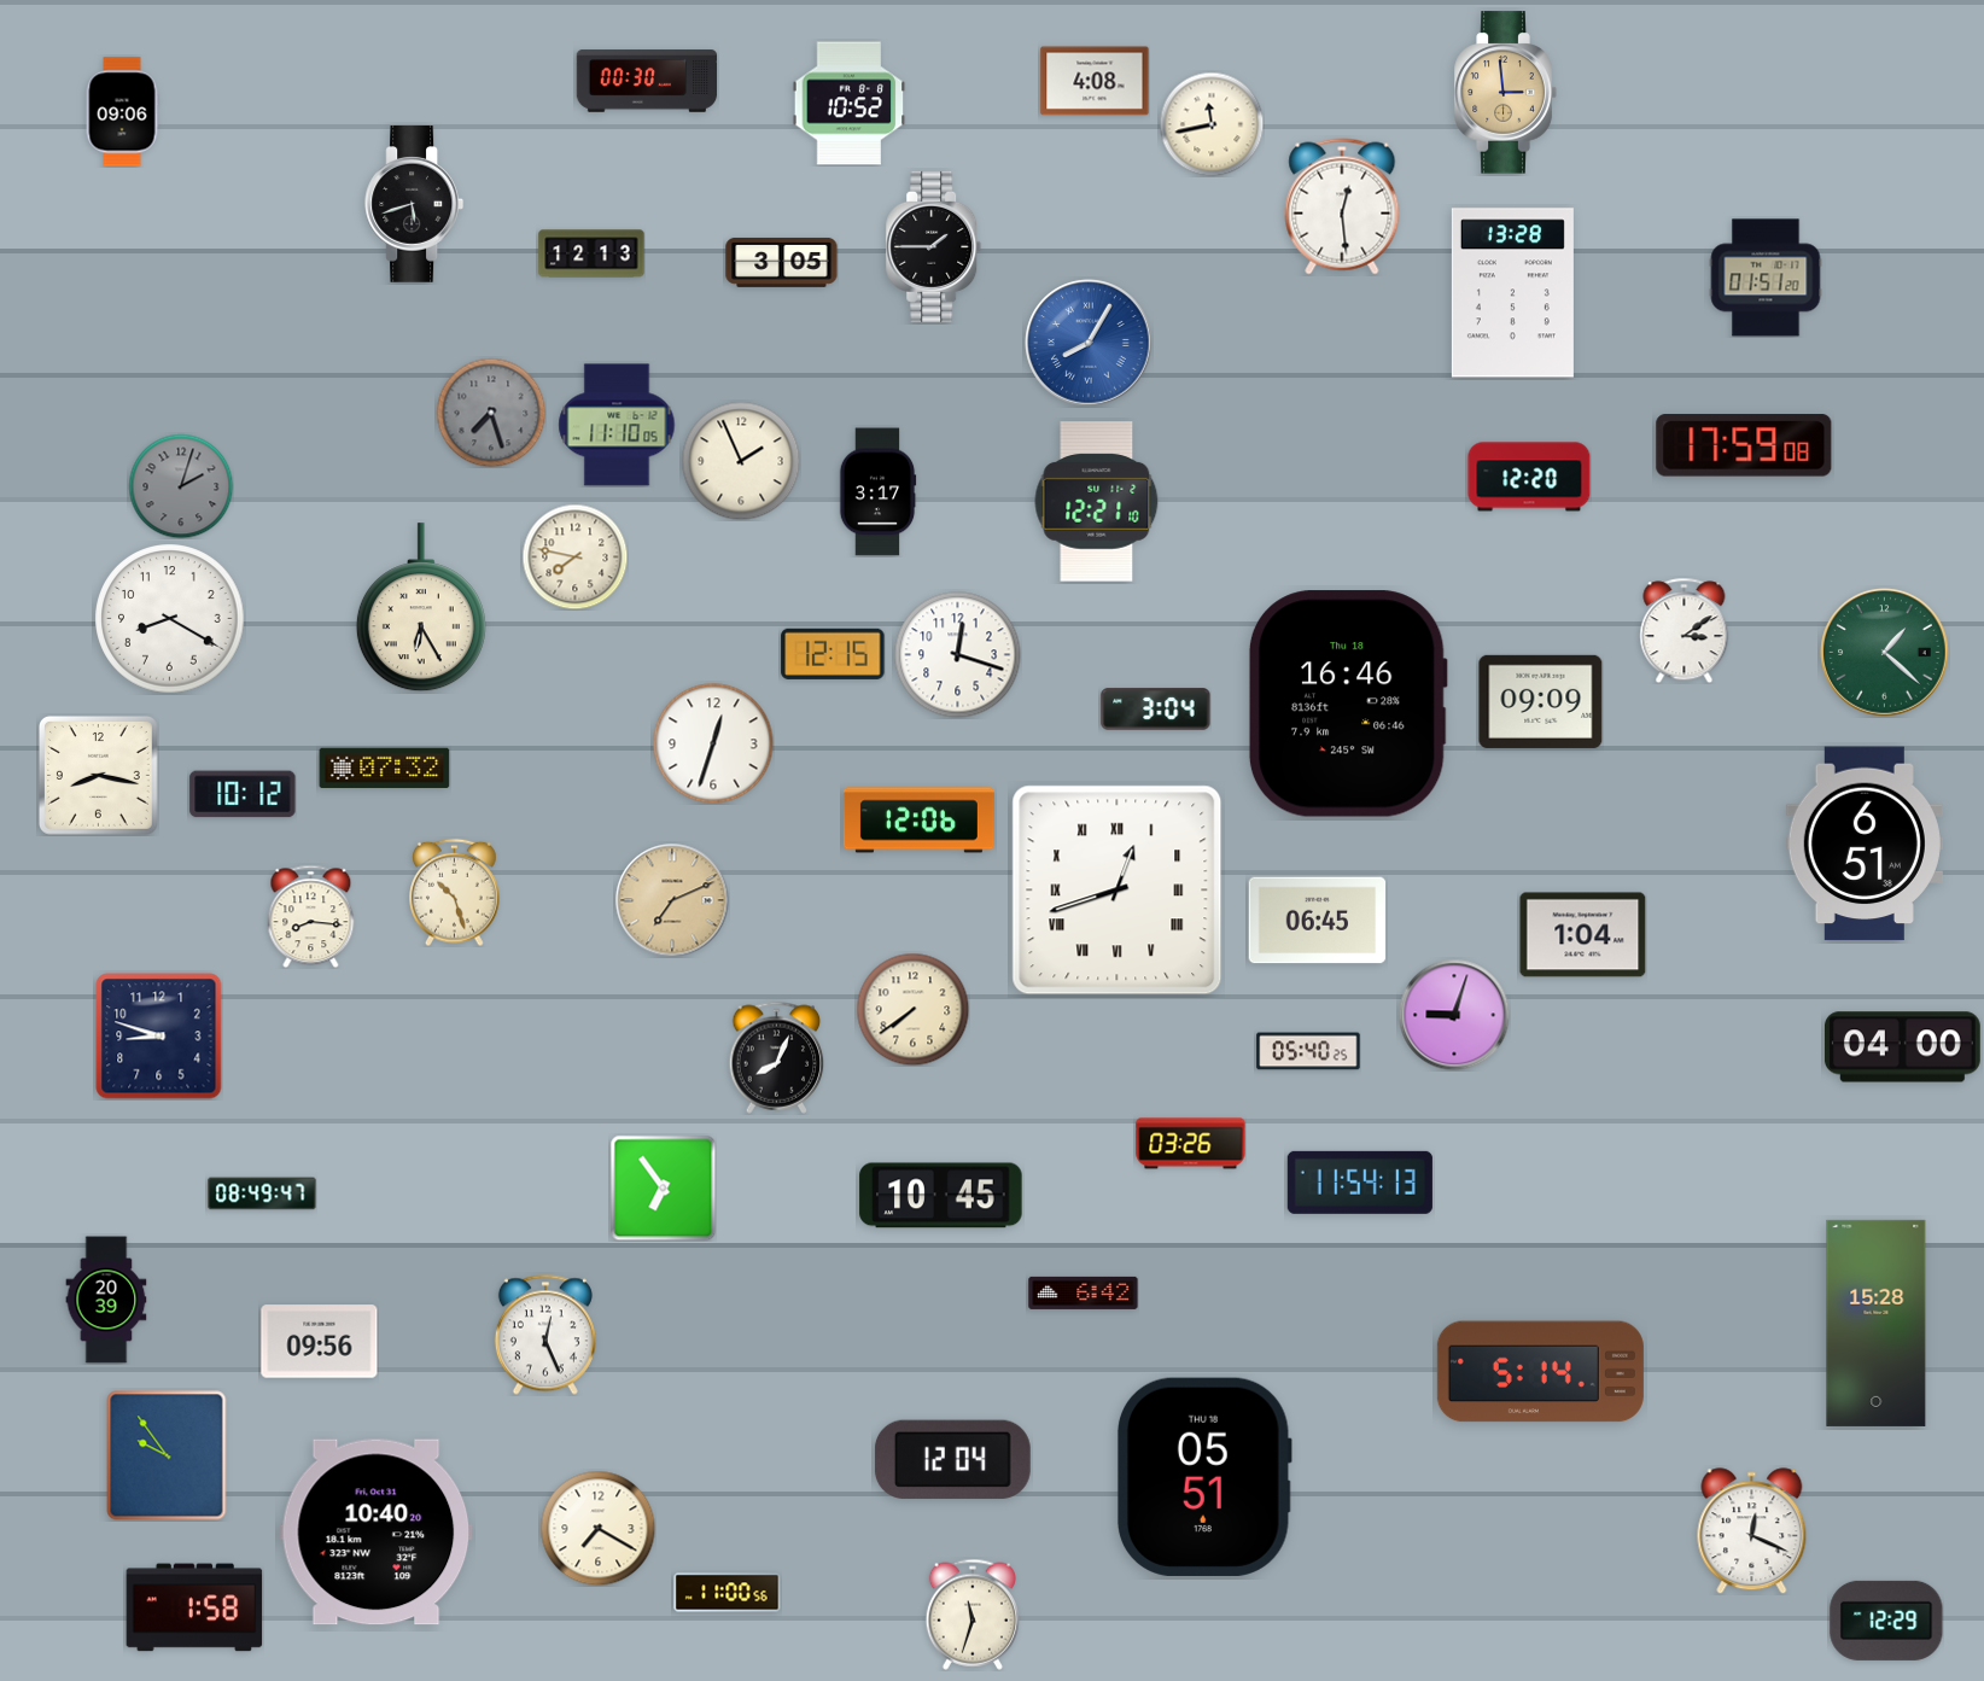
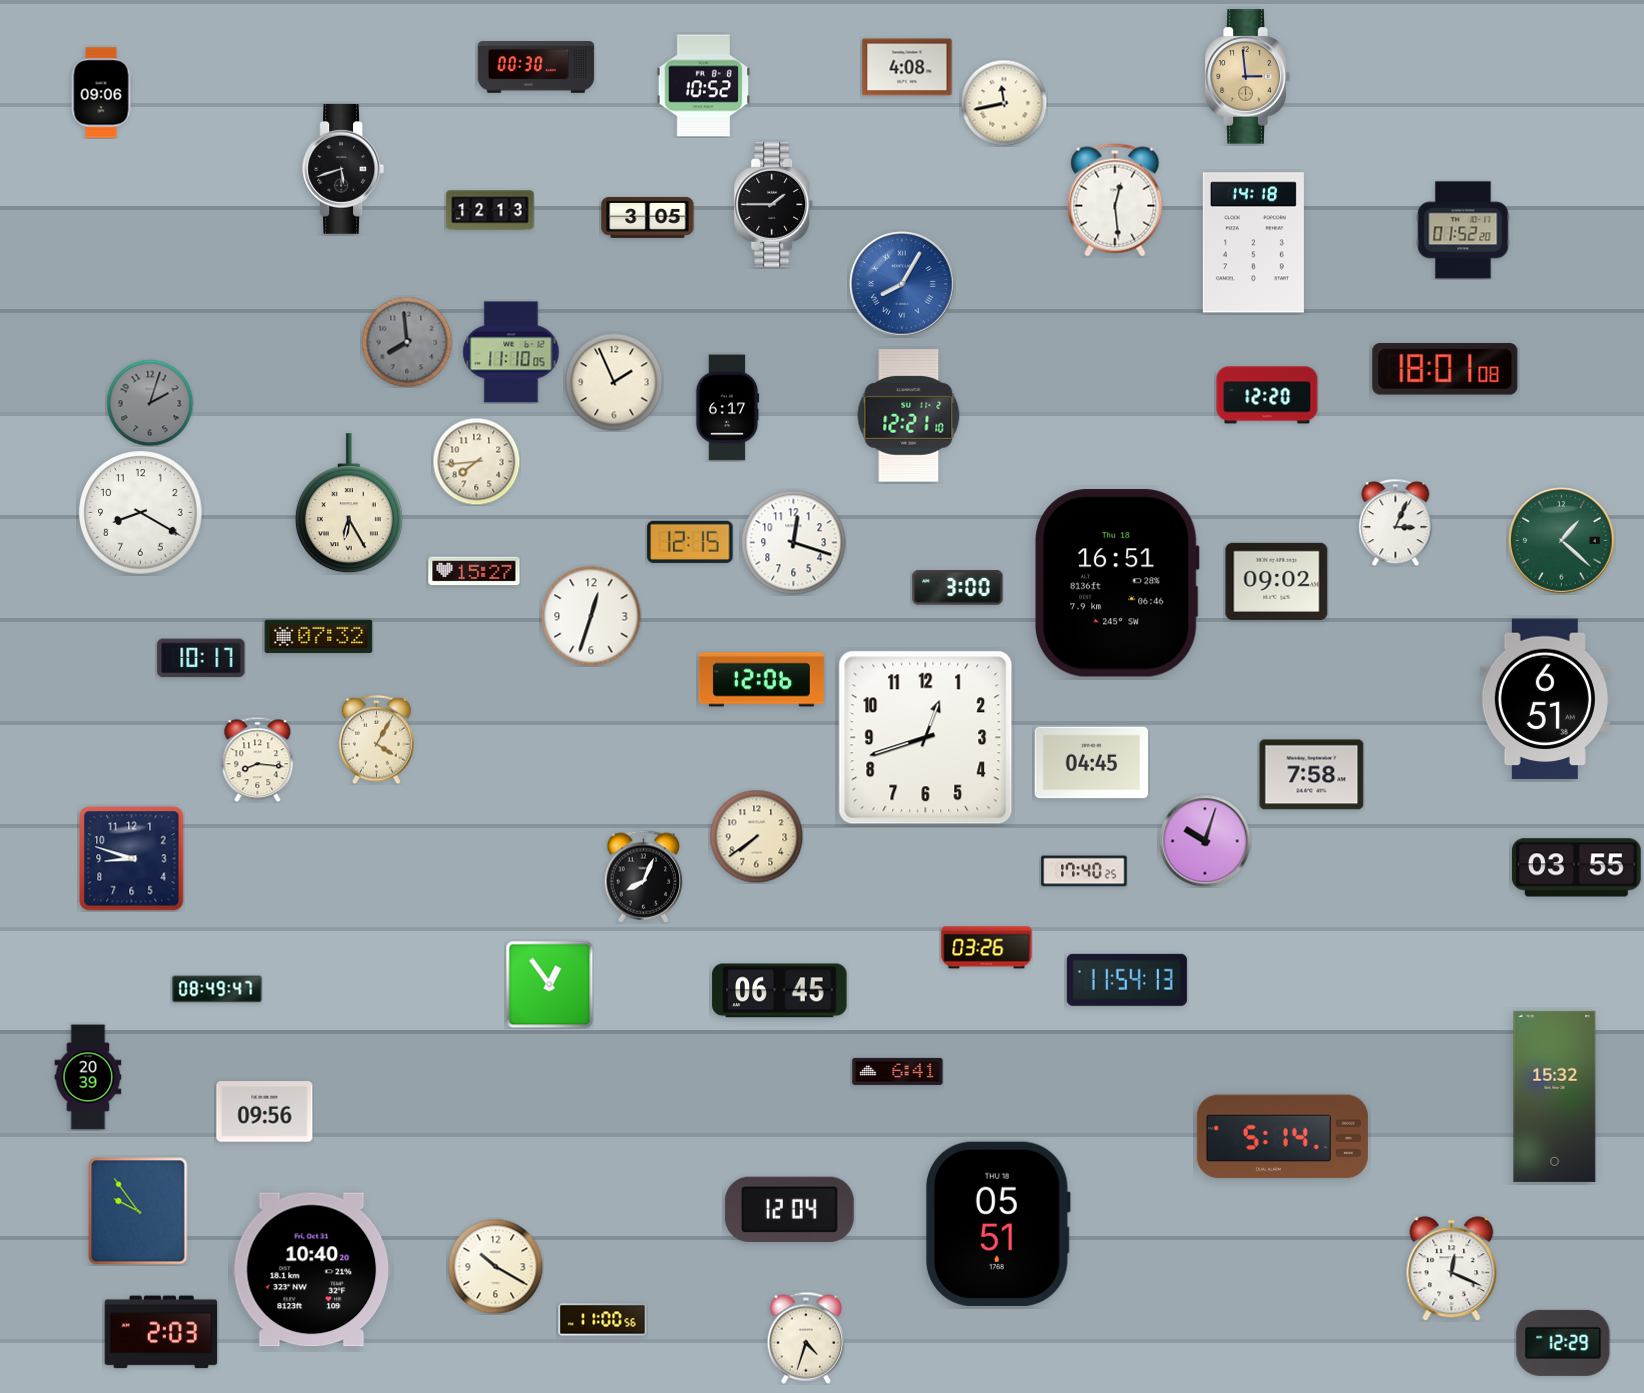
clock at (1342, 206) position: (1342, 206) -> (1115, 200)
clock at (1766, 278): 01:51 -> 01:52
clock at (1512, 293): 13:28 -> 14:18
clock at (491, 413): 7:27 -> 7:59
clock at (1744, 445): 17:59 -> 18:01
clock at (877, 492): 3:17 -> 6:17
clock at (574, 556): 7:47 -> 7:44
clock at (1685, 630): 3:09 -> 3:04
clock at (474, 571): none -> 15:27
clock at (1541, 701): 09:09 -> 09:02
clock at (1348, 704): 16:46 -> 16:51
clock at (1156, 710): 3:04 -> 3:00
clock at (99, 776): 8:17 -> none
clock at (243, 794): 10:12 -> 10:17
clock at (1118, 891) numerals: Roman -> Arabic
clock at (455, 892): 10:27 -> 4:05
clock at (672, 900): 7:11 -> none
clock at (1318, 921): 06:45 -> 04:45
clock at (1583, 935): 1:04 -> 7:58
clock at (1454, 1015): 9:03 -> 10:03
clock at (1902, 1047): 04:00 -> 03:55
clock at (1308, 1051): 05:40 -> 17:40
clock at (663, 1187): 6:54 -> 12:54
clock at (941, 1196): 10:45 -> 06:45
clock at (1084, 1292): 6:42 -> 6:41
clock at (1877, 1323): 15:28 -> 15:32
clock at (545, 1335): 12:26 -> none
clock at (1540, 1372) position: (1540, 1372) -> (1282, 1137)
clock at (167, 1455) position: (167, 1455) -> (138, 1211)
clock at (597, 1528): 7:20 -> 10:20
clock at (194, 1607): 1:58 -> 2:03
clock at (973, 1615): 11:33 -> 4:33
